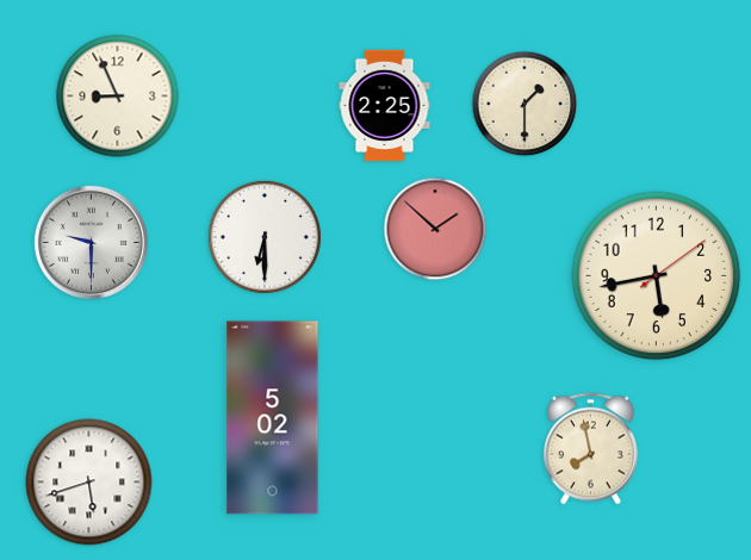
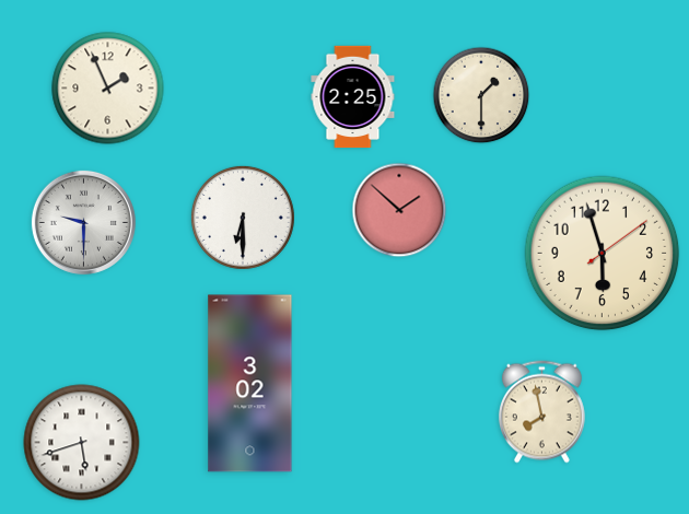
clock at (118, 97): 8:56 -> 1:56
clock at (657, 276): 5:43 -> 5:57
clock at (273, 418): 5:02 -> 3:02
